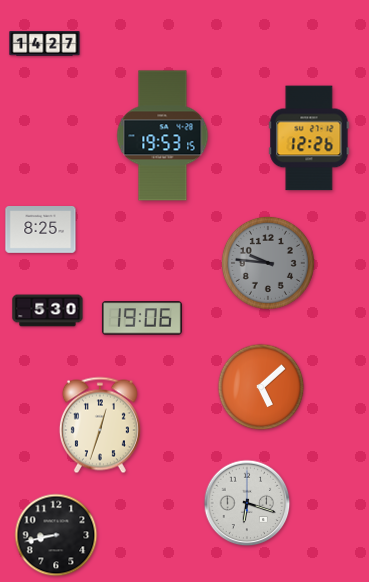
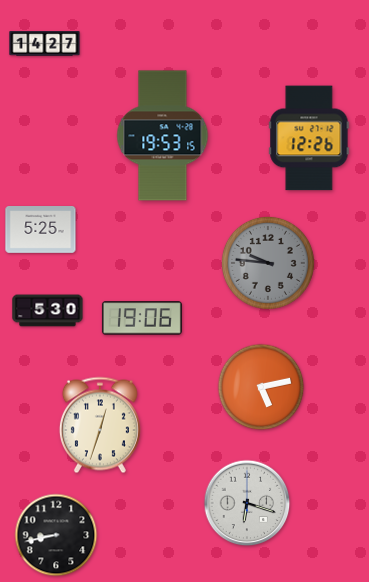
clock at (41, 230): 8:25 -> 5:25
clock at (261, 387): 5:08 -> 5:13
